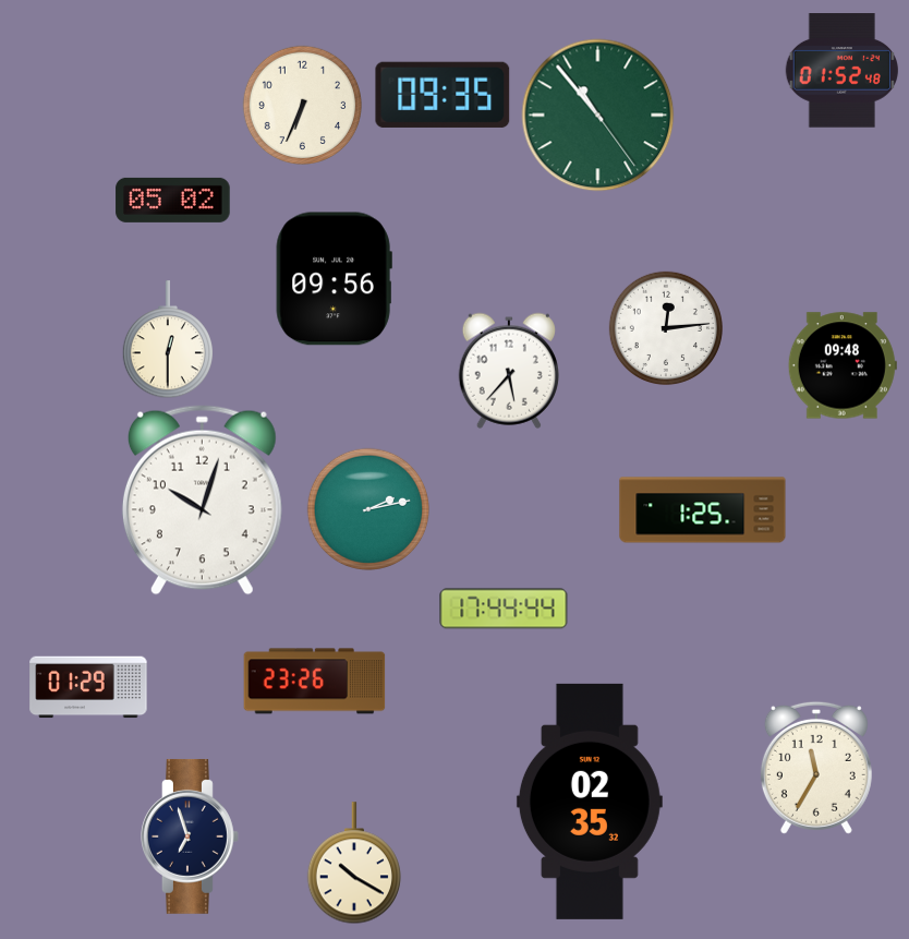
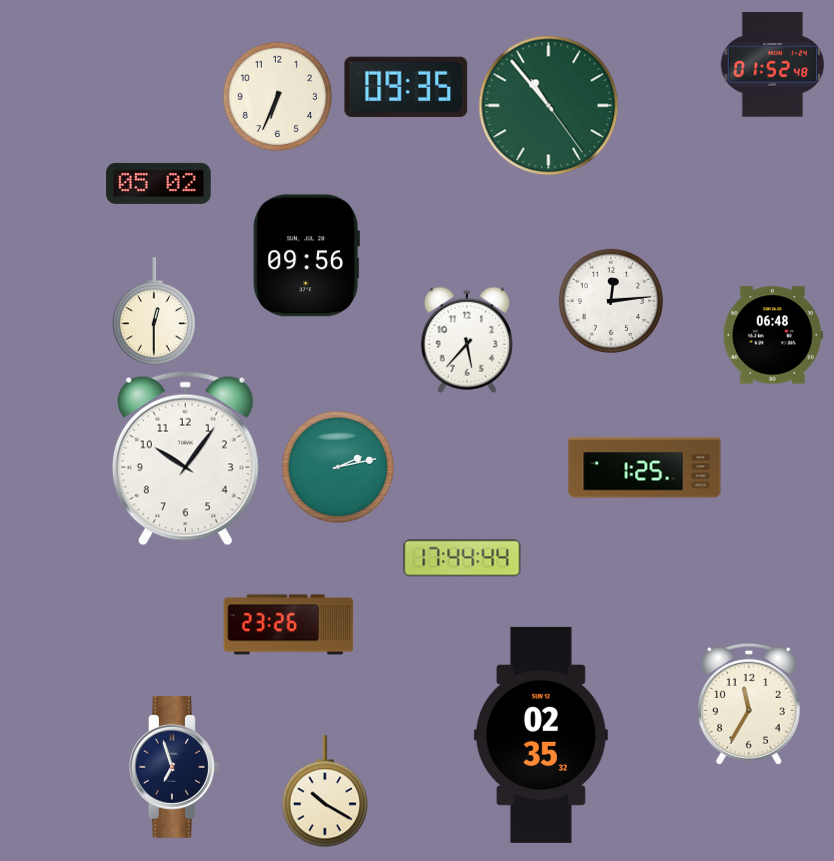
clock at (843, 365): 09:48 -> 06:48
clock at (202, 501): 10:03 -> 10:06
clock at (88, 687): 01:29 -> none
